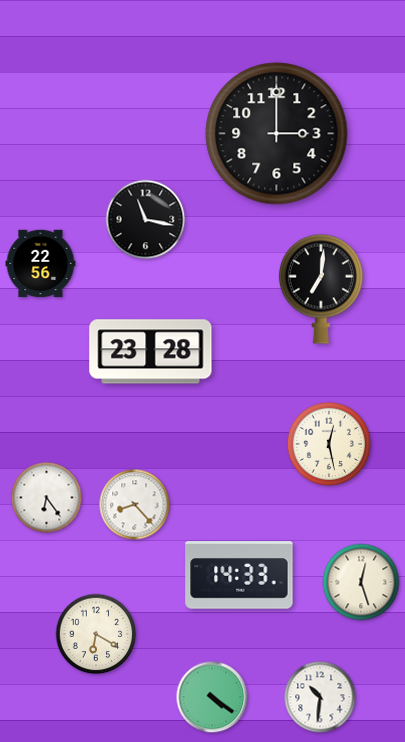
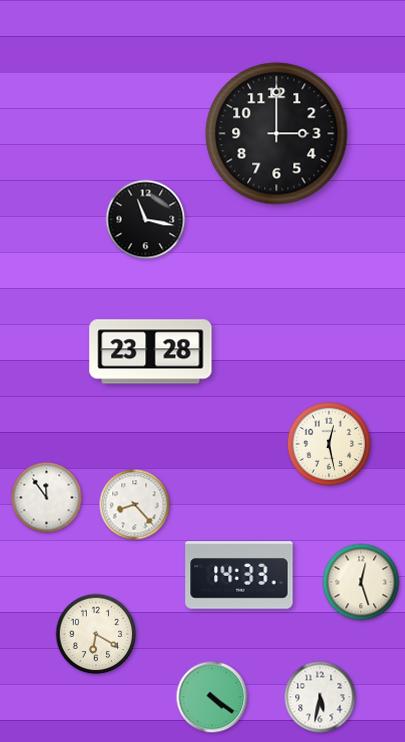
clock at (41, 264): 22:56 -> none
clock at (321, 289): 7:01 -> none
clock at (47, 498): 6:24 -> 11:54
clock at (320, 697): 10:31 -> 5:32
